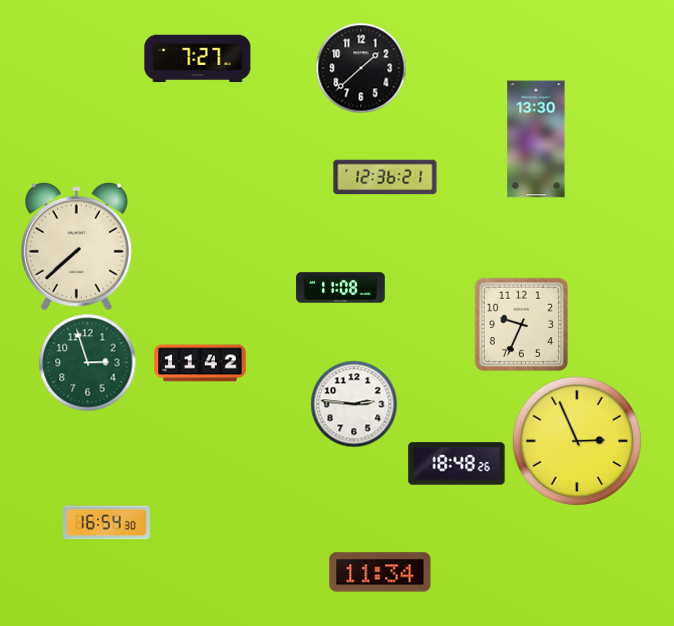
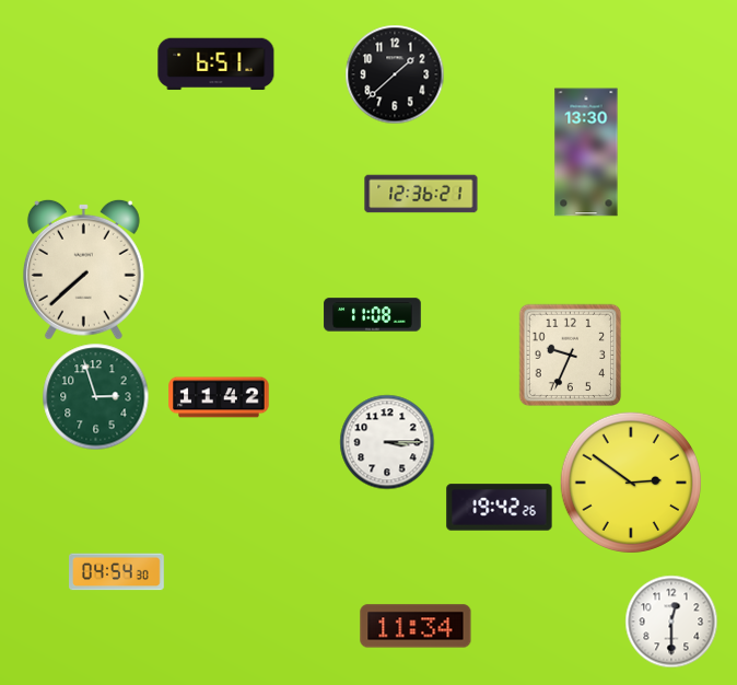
clock at (198, 59): 7:27 -> 6:51
clock at (354, 404): 2:46 -> 3:15
clock at (577, 441): 2:56 -> 2:51
clock at (457, 464): 18:48 -> 19:42
clock at (107, 523): 16:54 -> 04:54
clock at (671, 622): none -> 12:30
